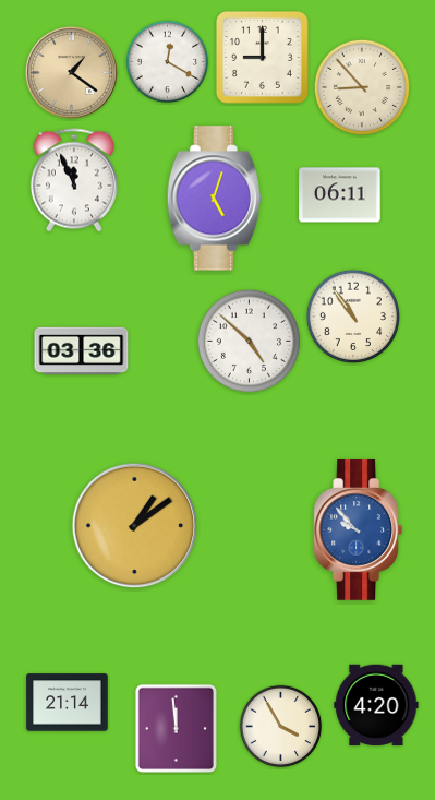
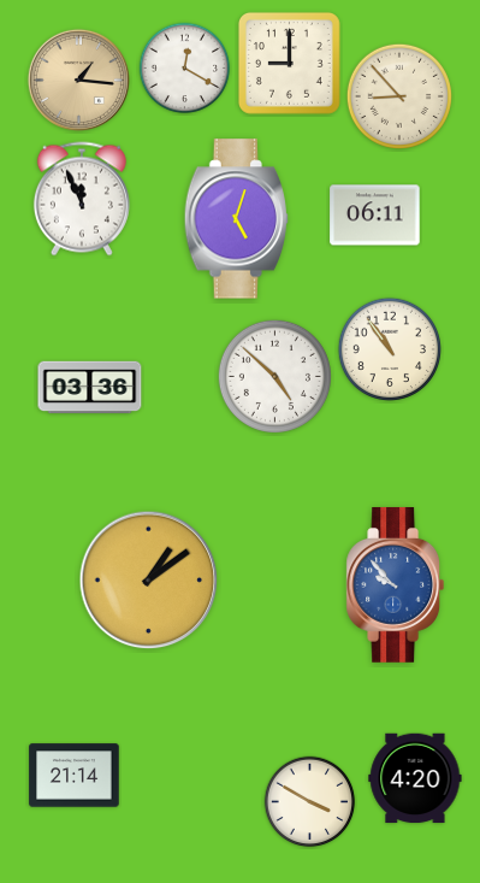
clock at (71, 72): 1:21 -> 1:16
clock at (281, 727): 3:55 -> 3:50
clock at (176, 728): 11:59 -> none
